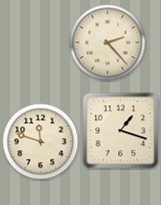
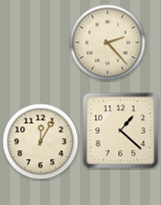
clock at (121, 131): 1:18 -> 1:22
clock at (41, 142): 11:48 -> 12:05
